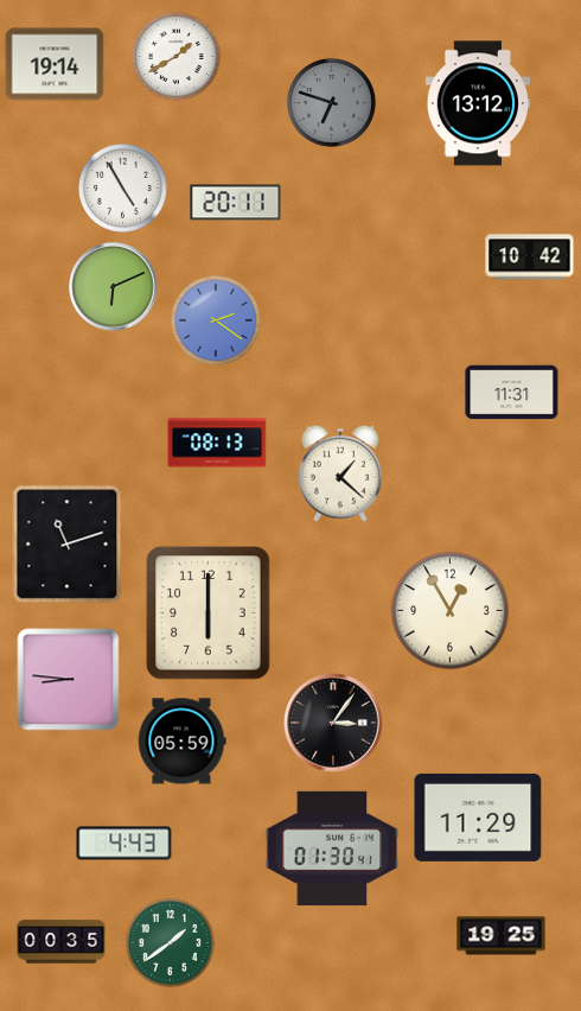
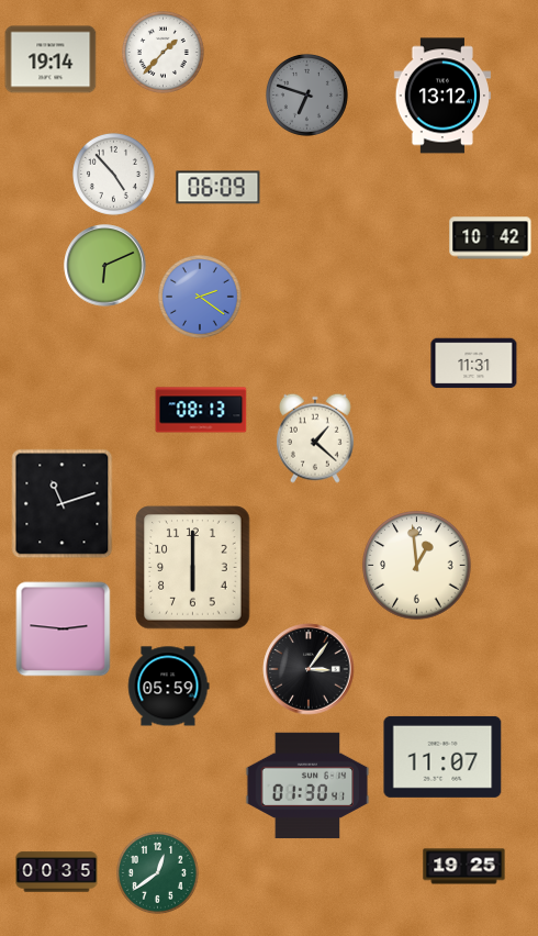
clock at (175, 56): 1:40 -> 1:37
clock at (122, 187): 4:55 -> 4:53
clock at (236, 203): 20:11 -> 06:09
clock at (451, 611): 12:55 -> 12:59
clock at (69, 680): 8:46 -> 2:46
clock at (478, 818): 11:29 -> 11:07
clock at (124, 844): 4:43 -> none
clock at (170, 942): 1:39 -> 12:39
